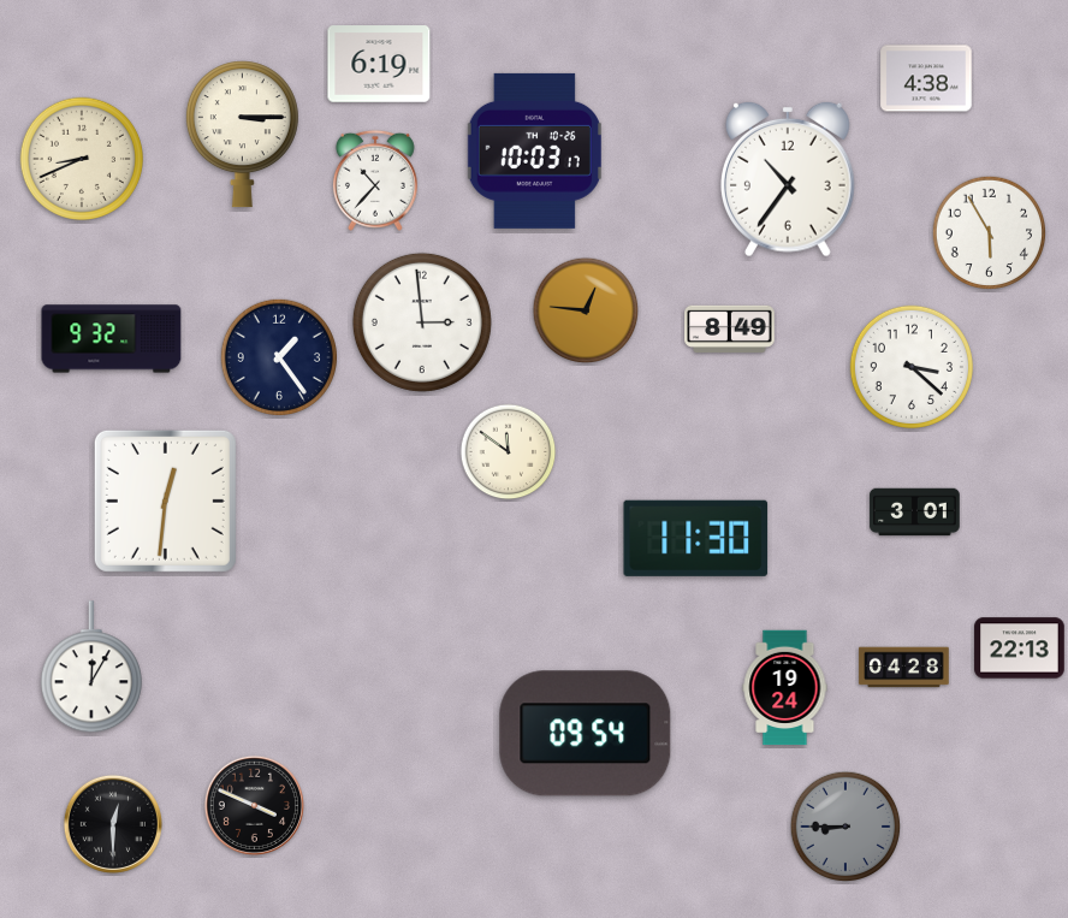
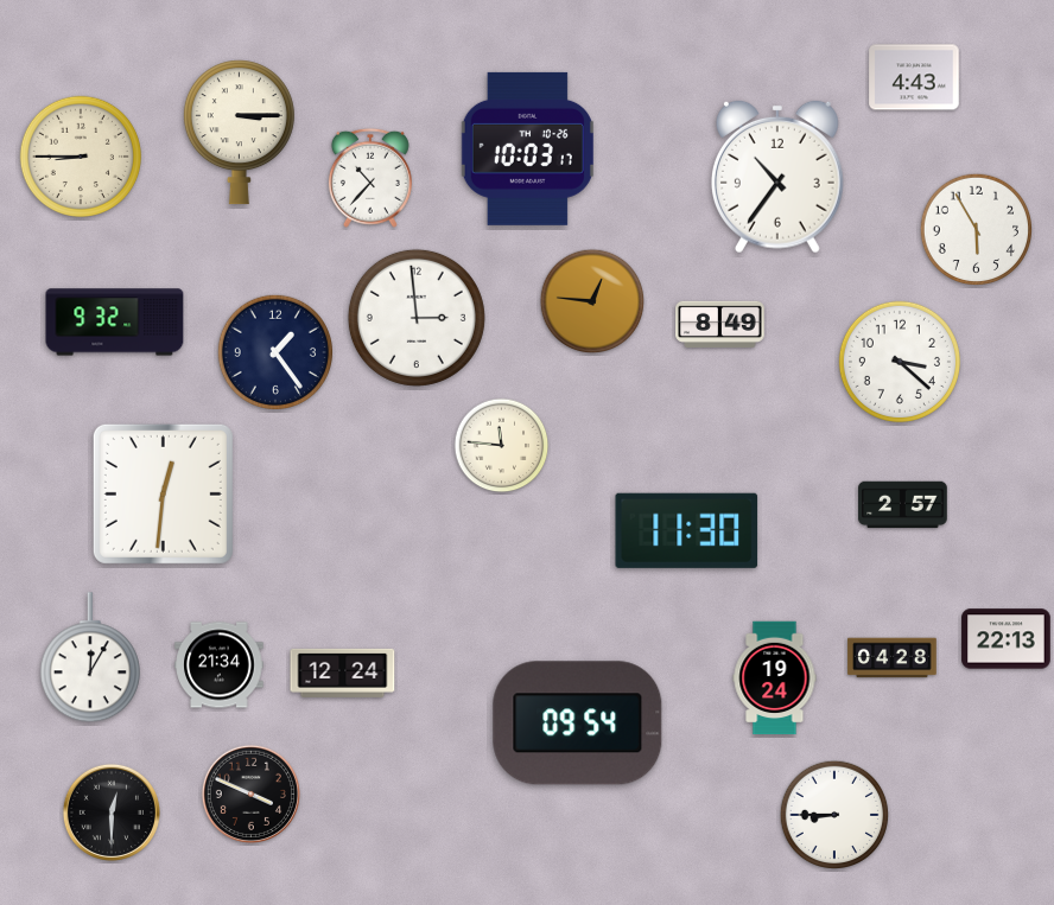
clock at (379, 64): 6:19 -> none
clock at (926, 78): 4:38 -> 4:43
clock at (82, 159): 8:41 -> 8:45
clock at (586, 310) position: (586, 310) -> (592, 301)
clock at (112, 339) position: (112, 339) -> (115, 323)
clock at (509, 452): 11:51 -> 11:46
clock at (915, 513): 3:01 -> 2:57
clock at (220, 665): none -> 21:34
clock at (343, 673): none -> 12:24
clock at (845, 827) dial: grey -> white
